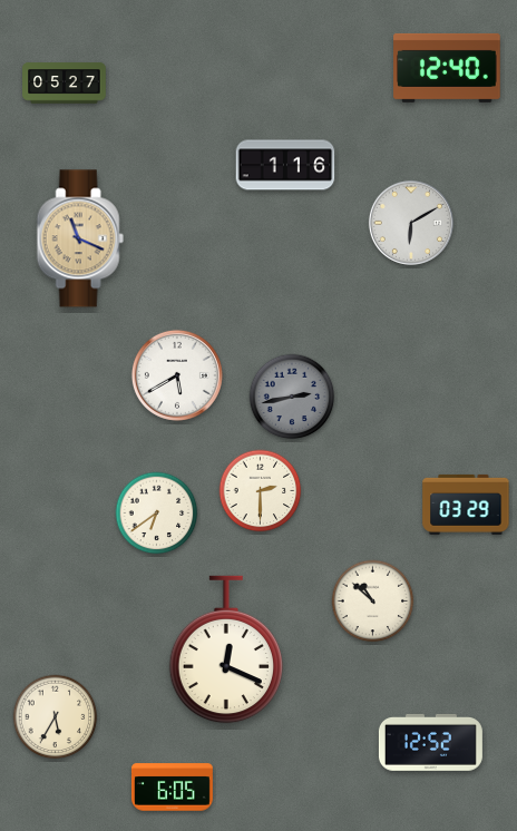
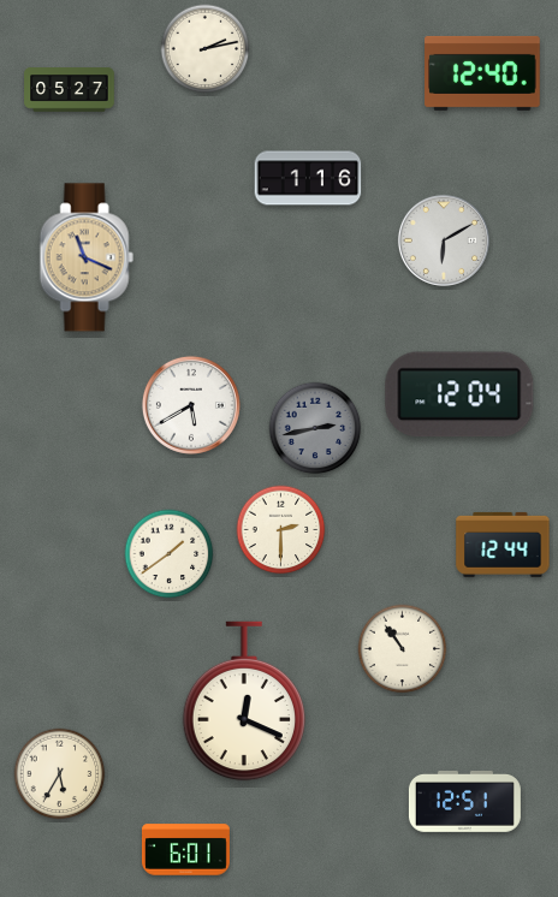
clock at (206, 49): none -> 2:13
clock at (459, 394): none -> 12:04
clock at (466, 505): 03:29 -> 12:44
clock at (157, 514): 6:39 -> 1:39
clock at (373, 602): 10:52 -> 10:54
clock at (430, 742): 12:52 -> 12:51
clock at (172, 788): 6:05 -> 6:01
